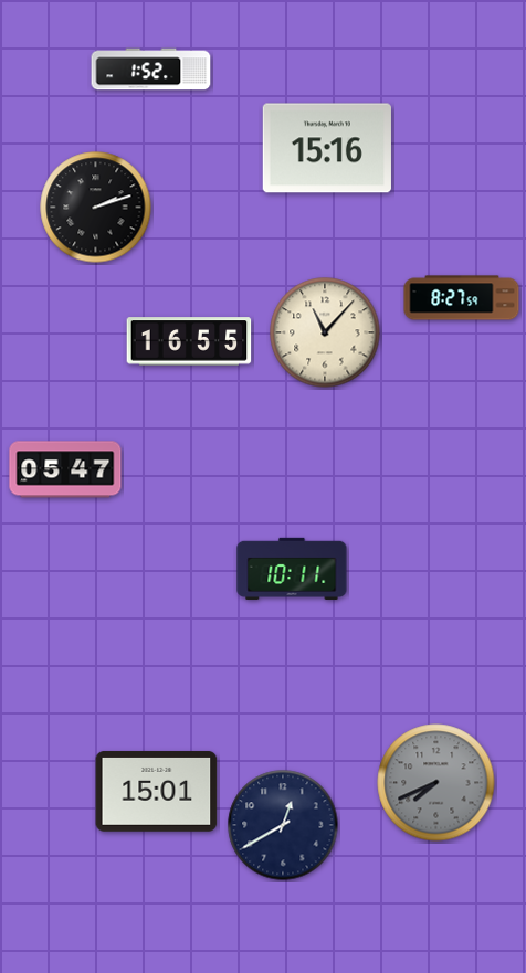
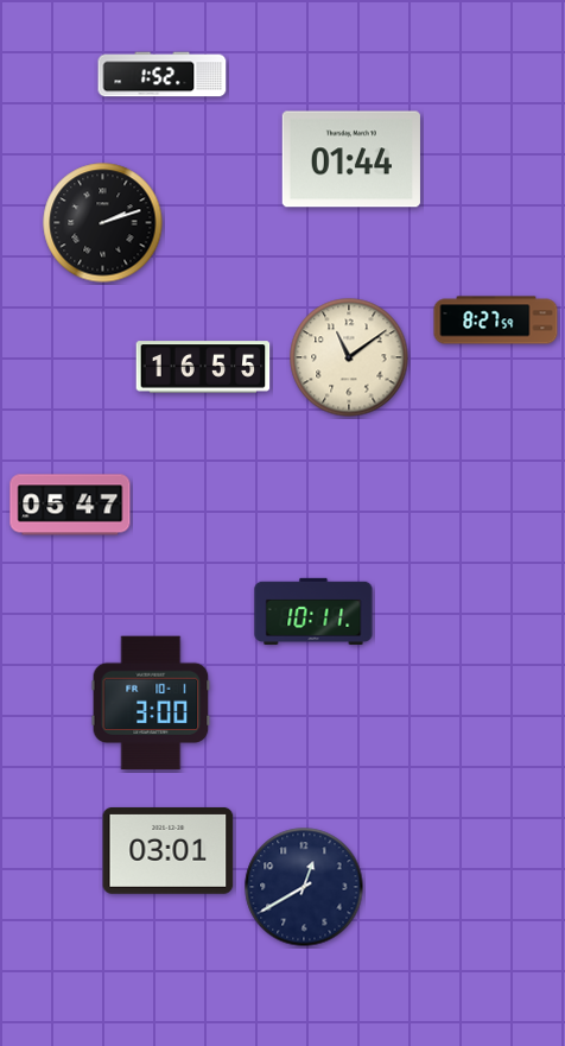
clock at (327, 148): 15:16 -> 01:44
clock at (325, 332): 11:07 -> 11:09
clock at (151, 703): none -> 3:00
clock at (436, 783): 7:41 -> none
clock at (157, 791): 15:01 -> 03:01
